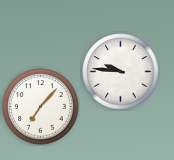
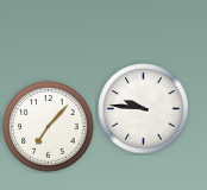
clock at (121, 72) position: (121, 72) -> (144, 109)
